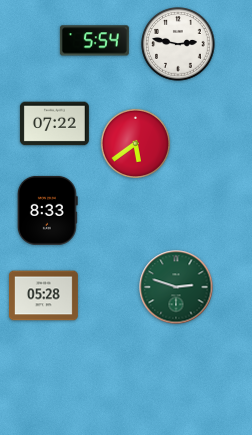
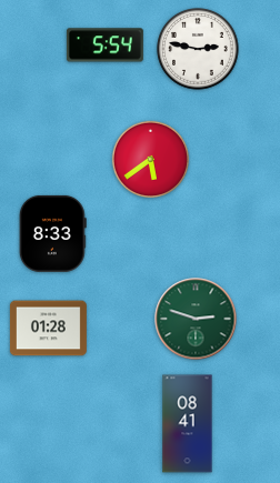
clock at (54, 124): 07:22 -> none
clock at (43, 296): 05:28 -> 01:28
clock at (188, 424): none -> 08:41
